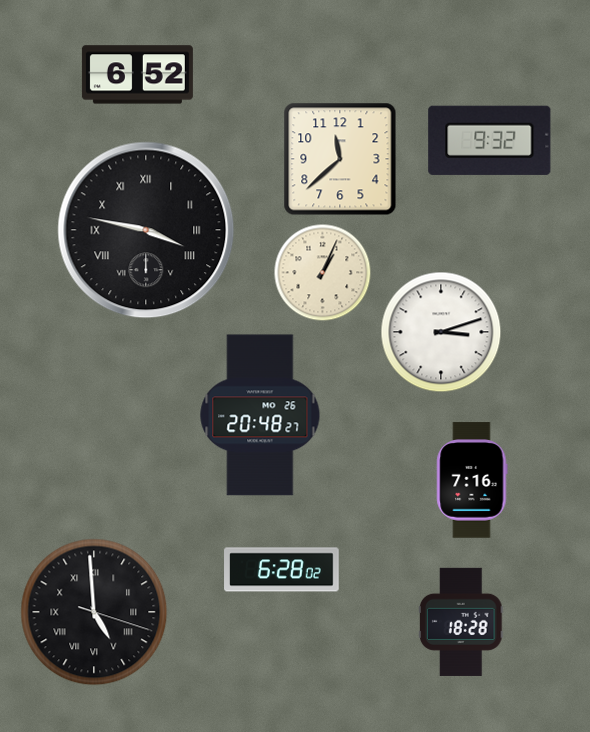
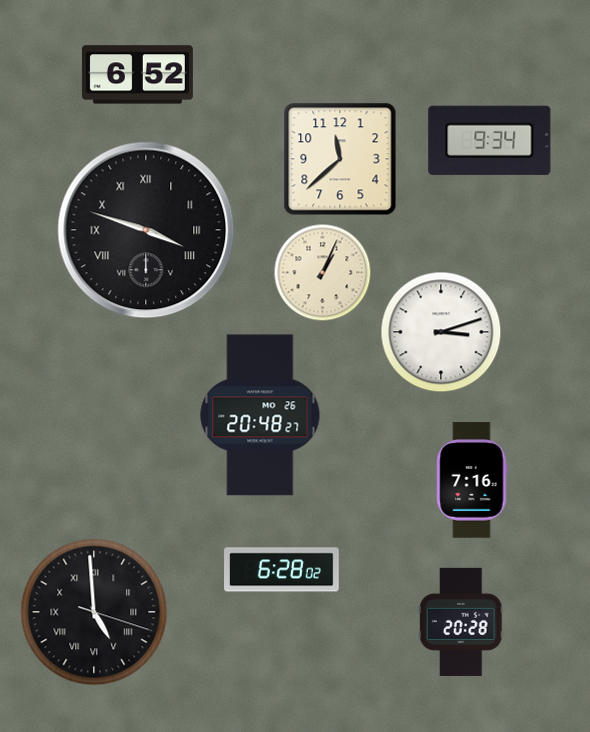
clock at (490, 140): 9:32 -> 9:34
clock at (146, 230): 3:47 -> 3:48
clock at (461, 622): 18:28 -> 20:28
